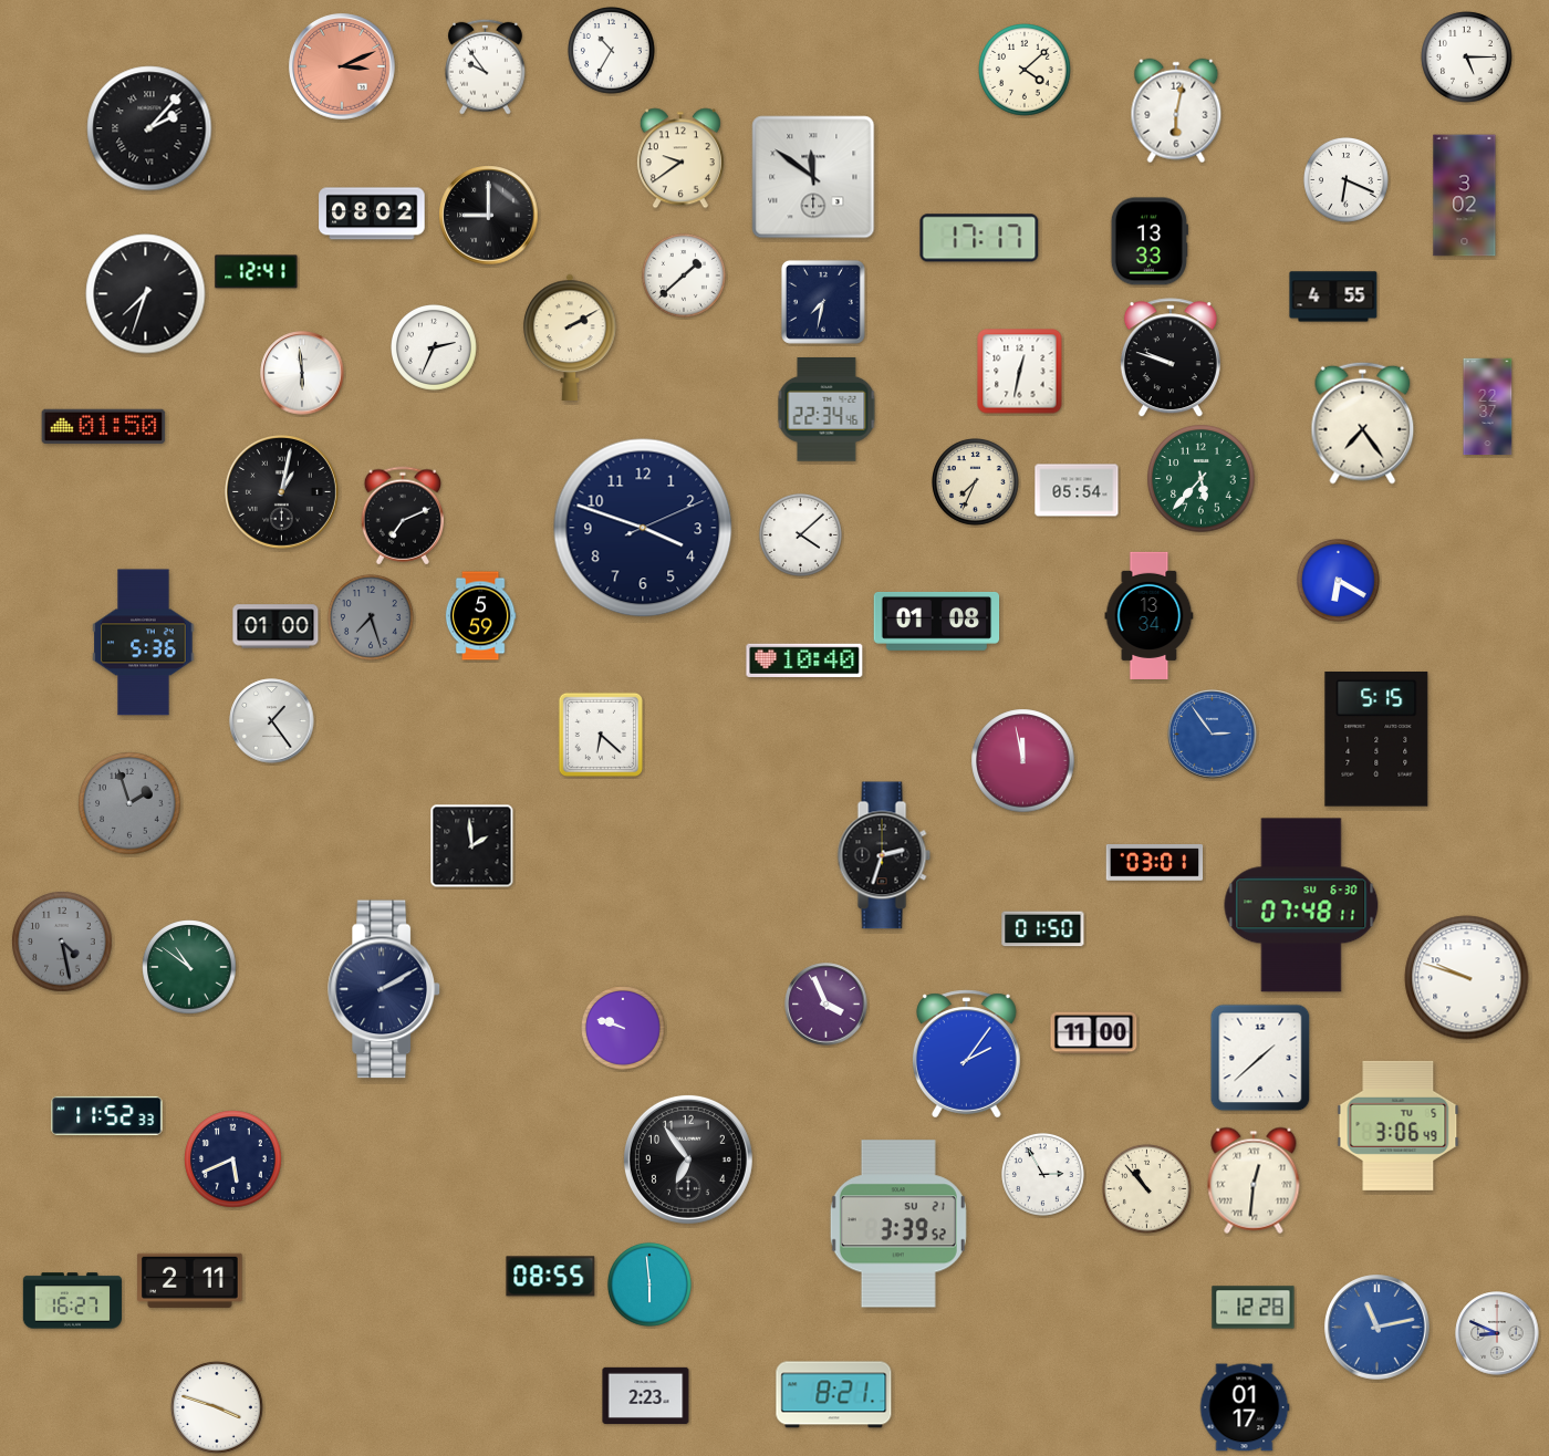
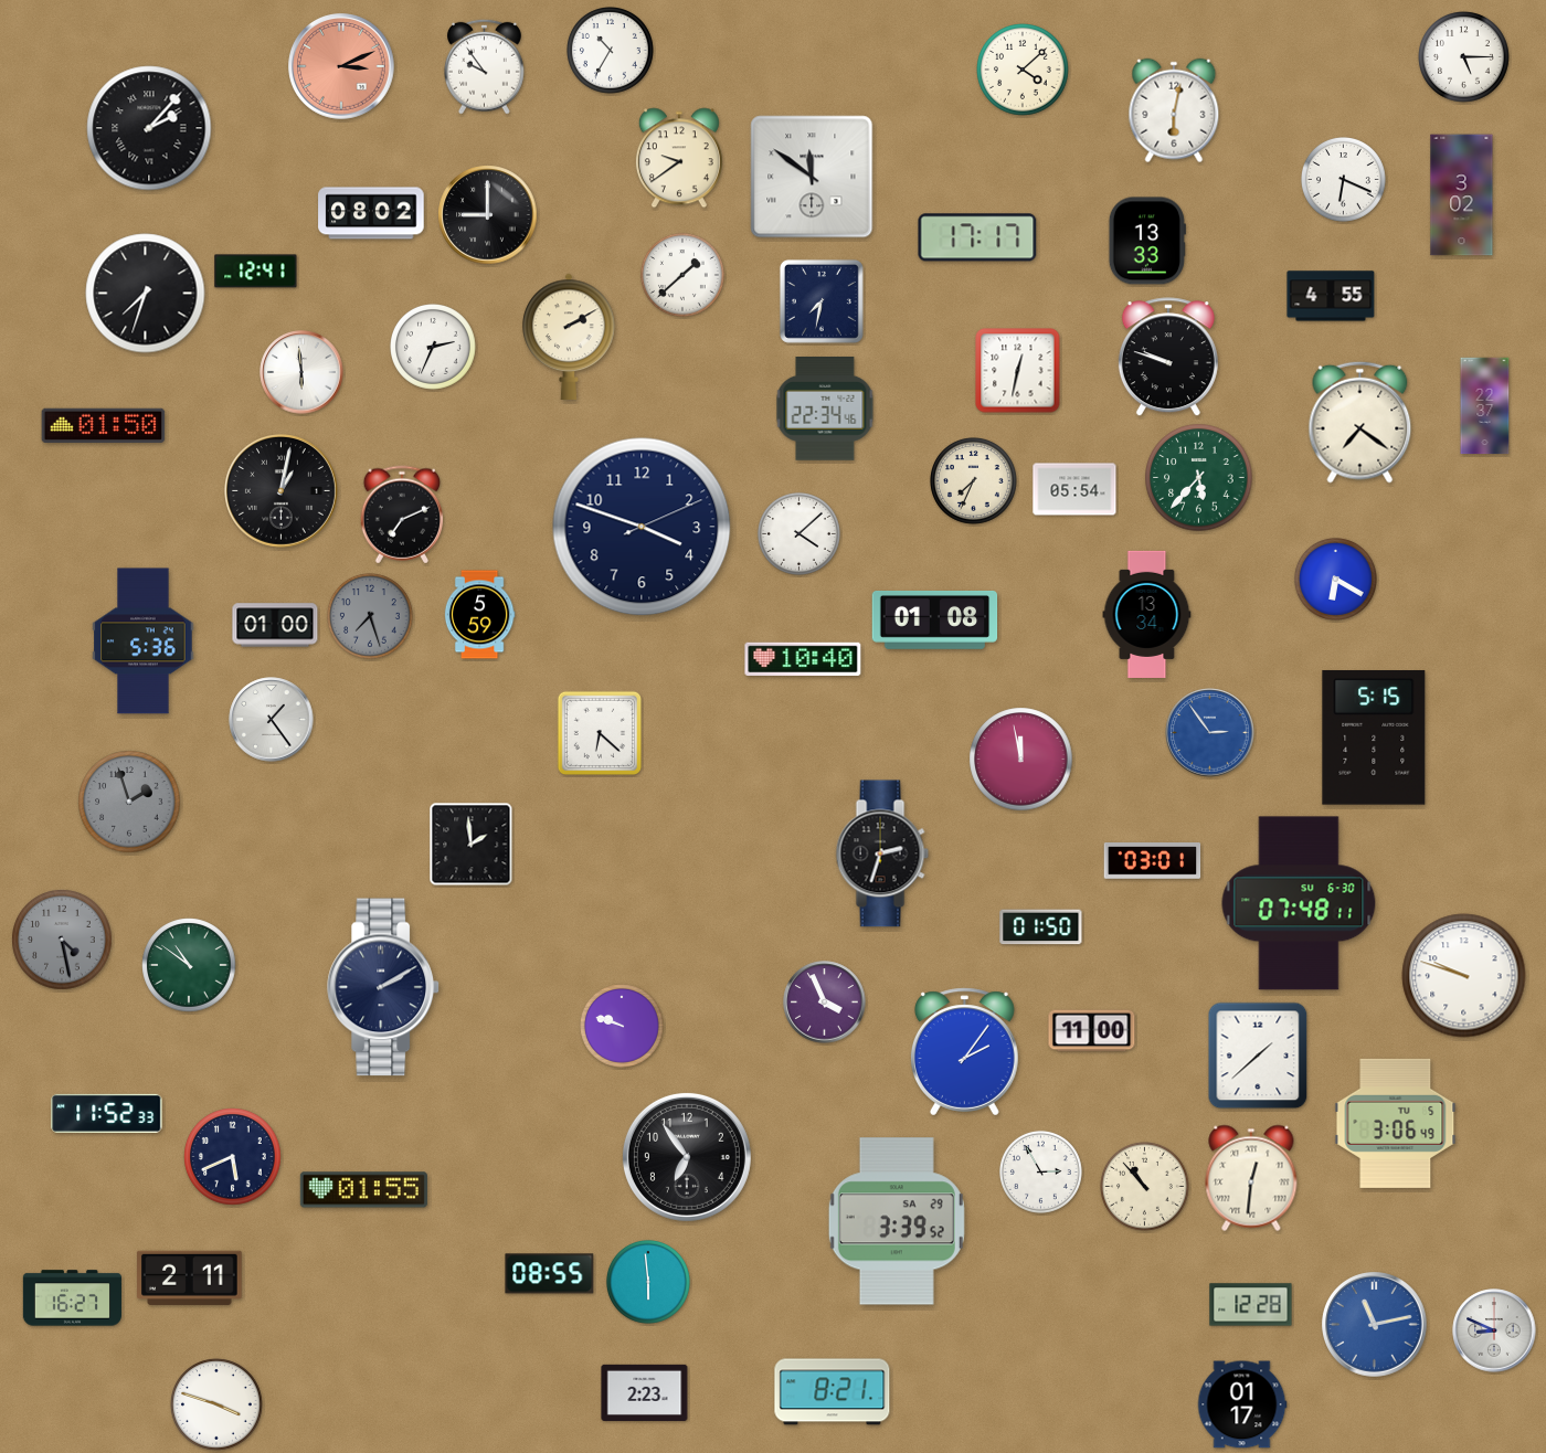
clock at (1363, 423): 7:24 -> 7:21
clock at (363, 1190): none -> 01:55
clock at (898, 1224) date: SU 21 -> SA 29
